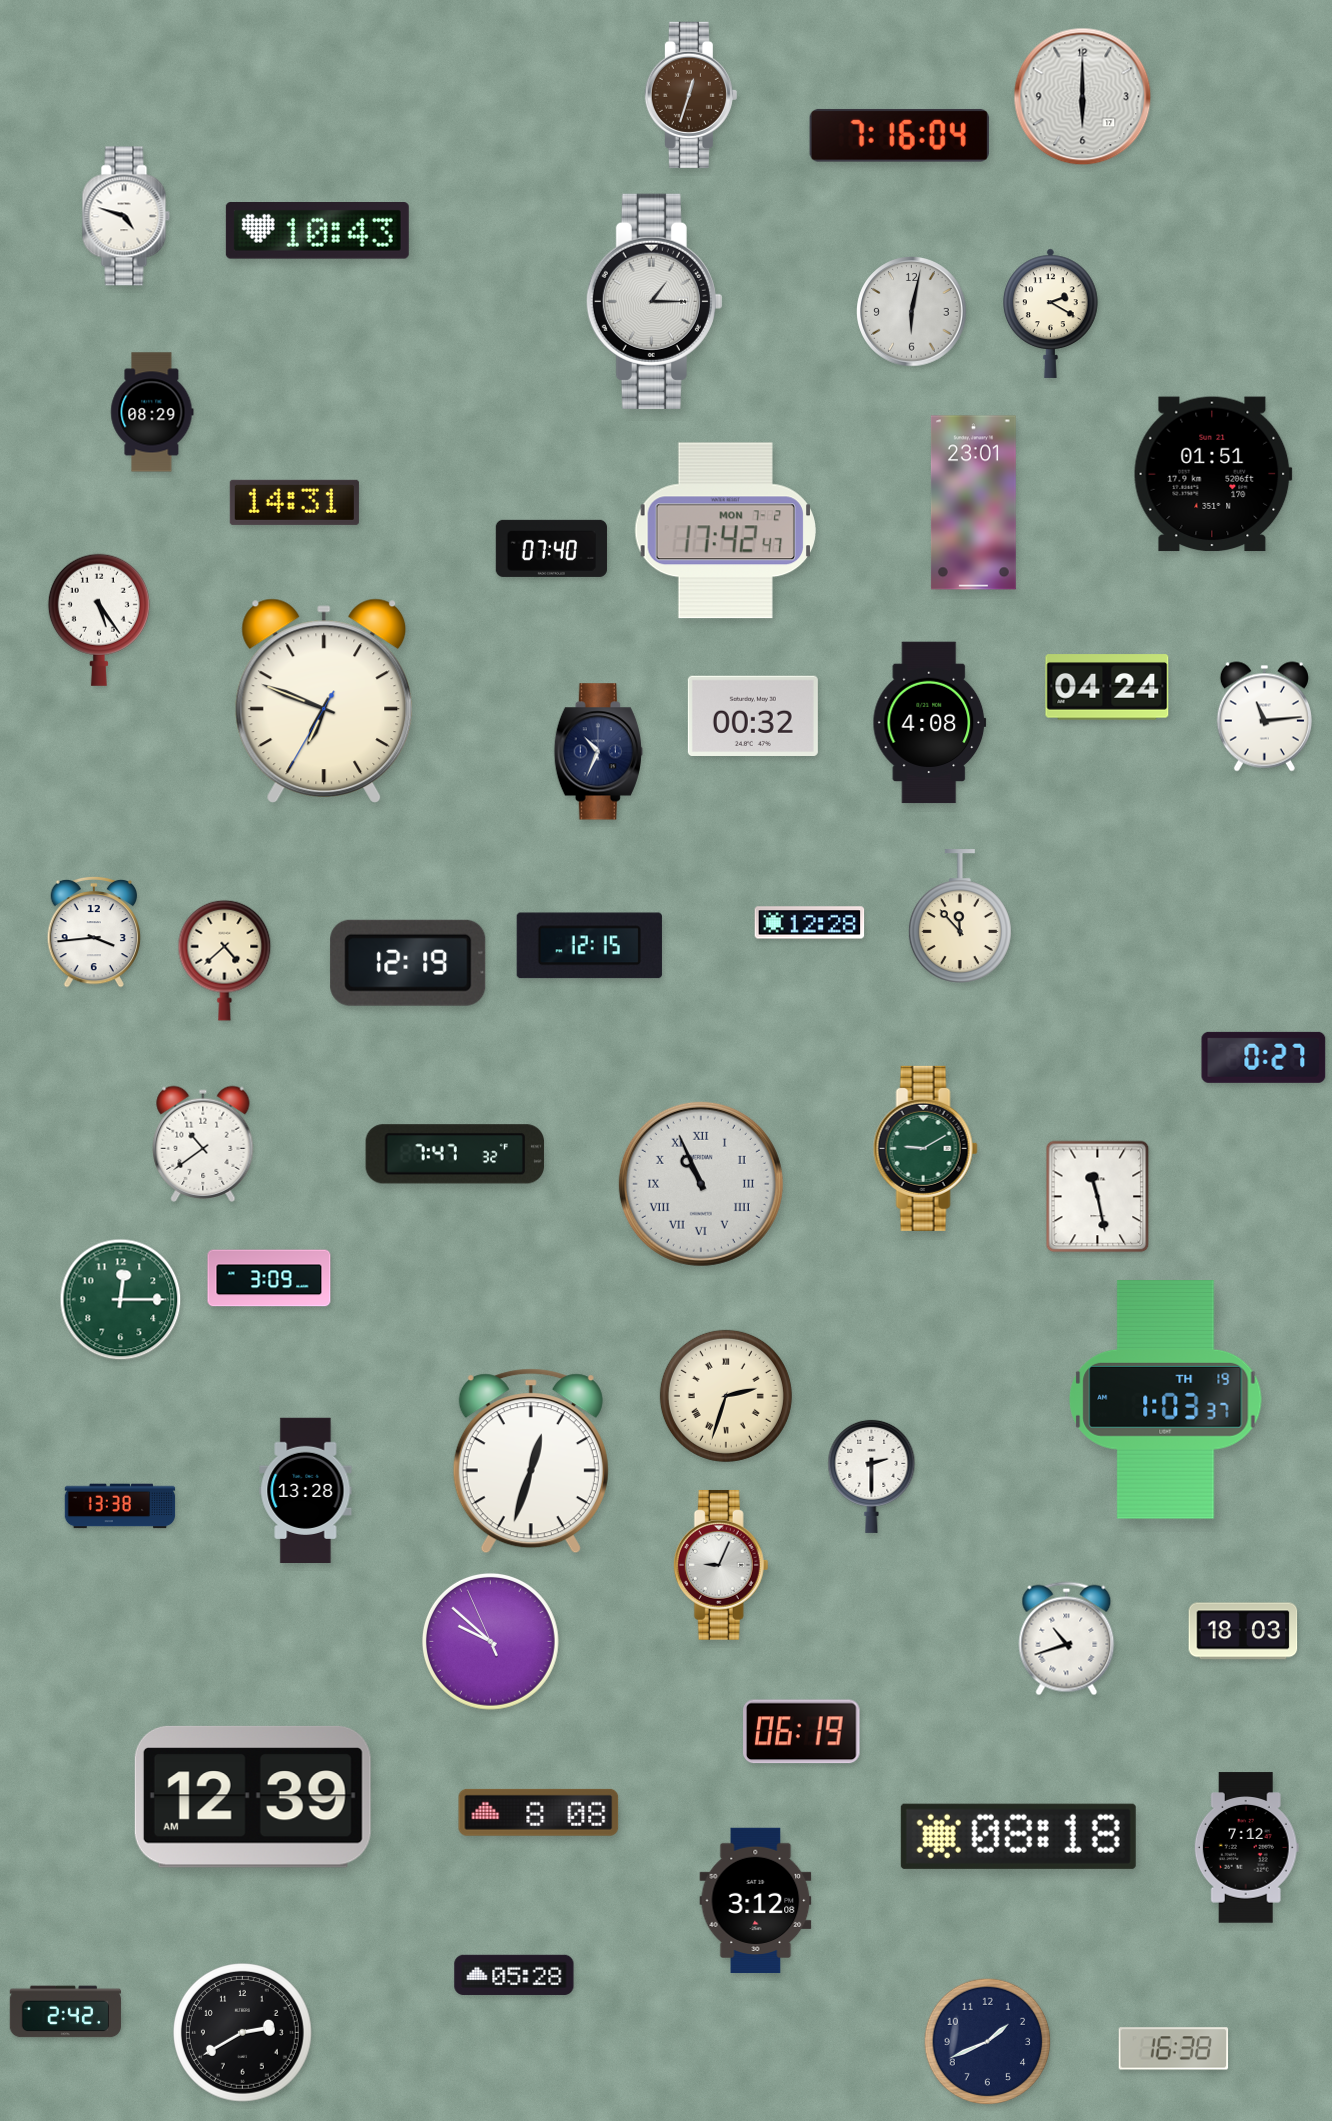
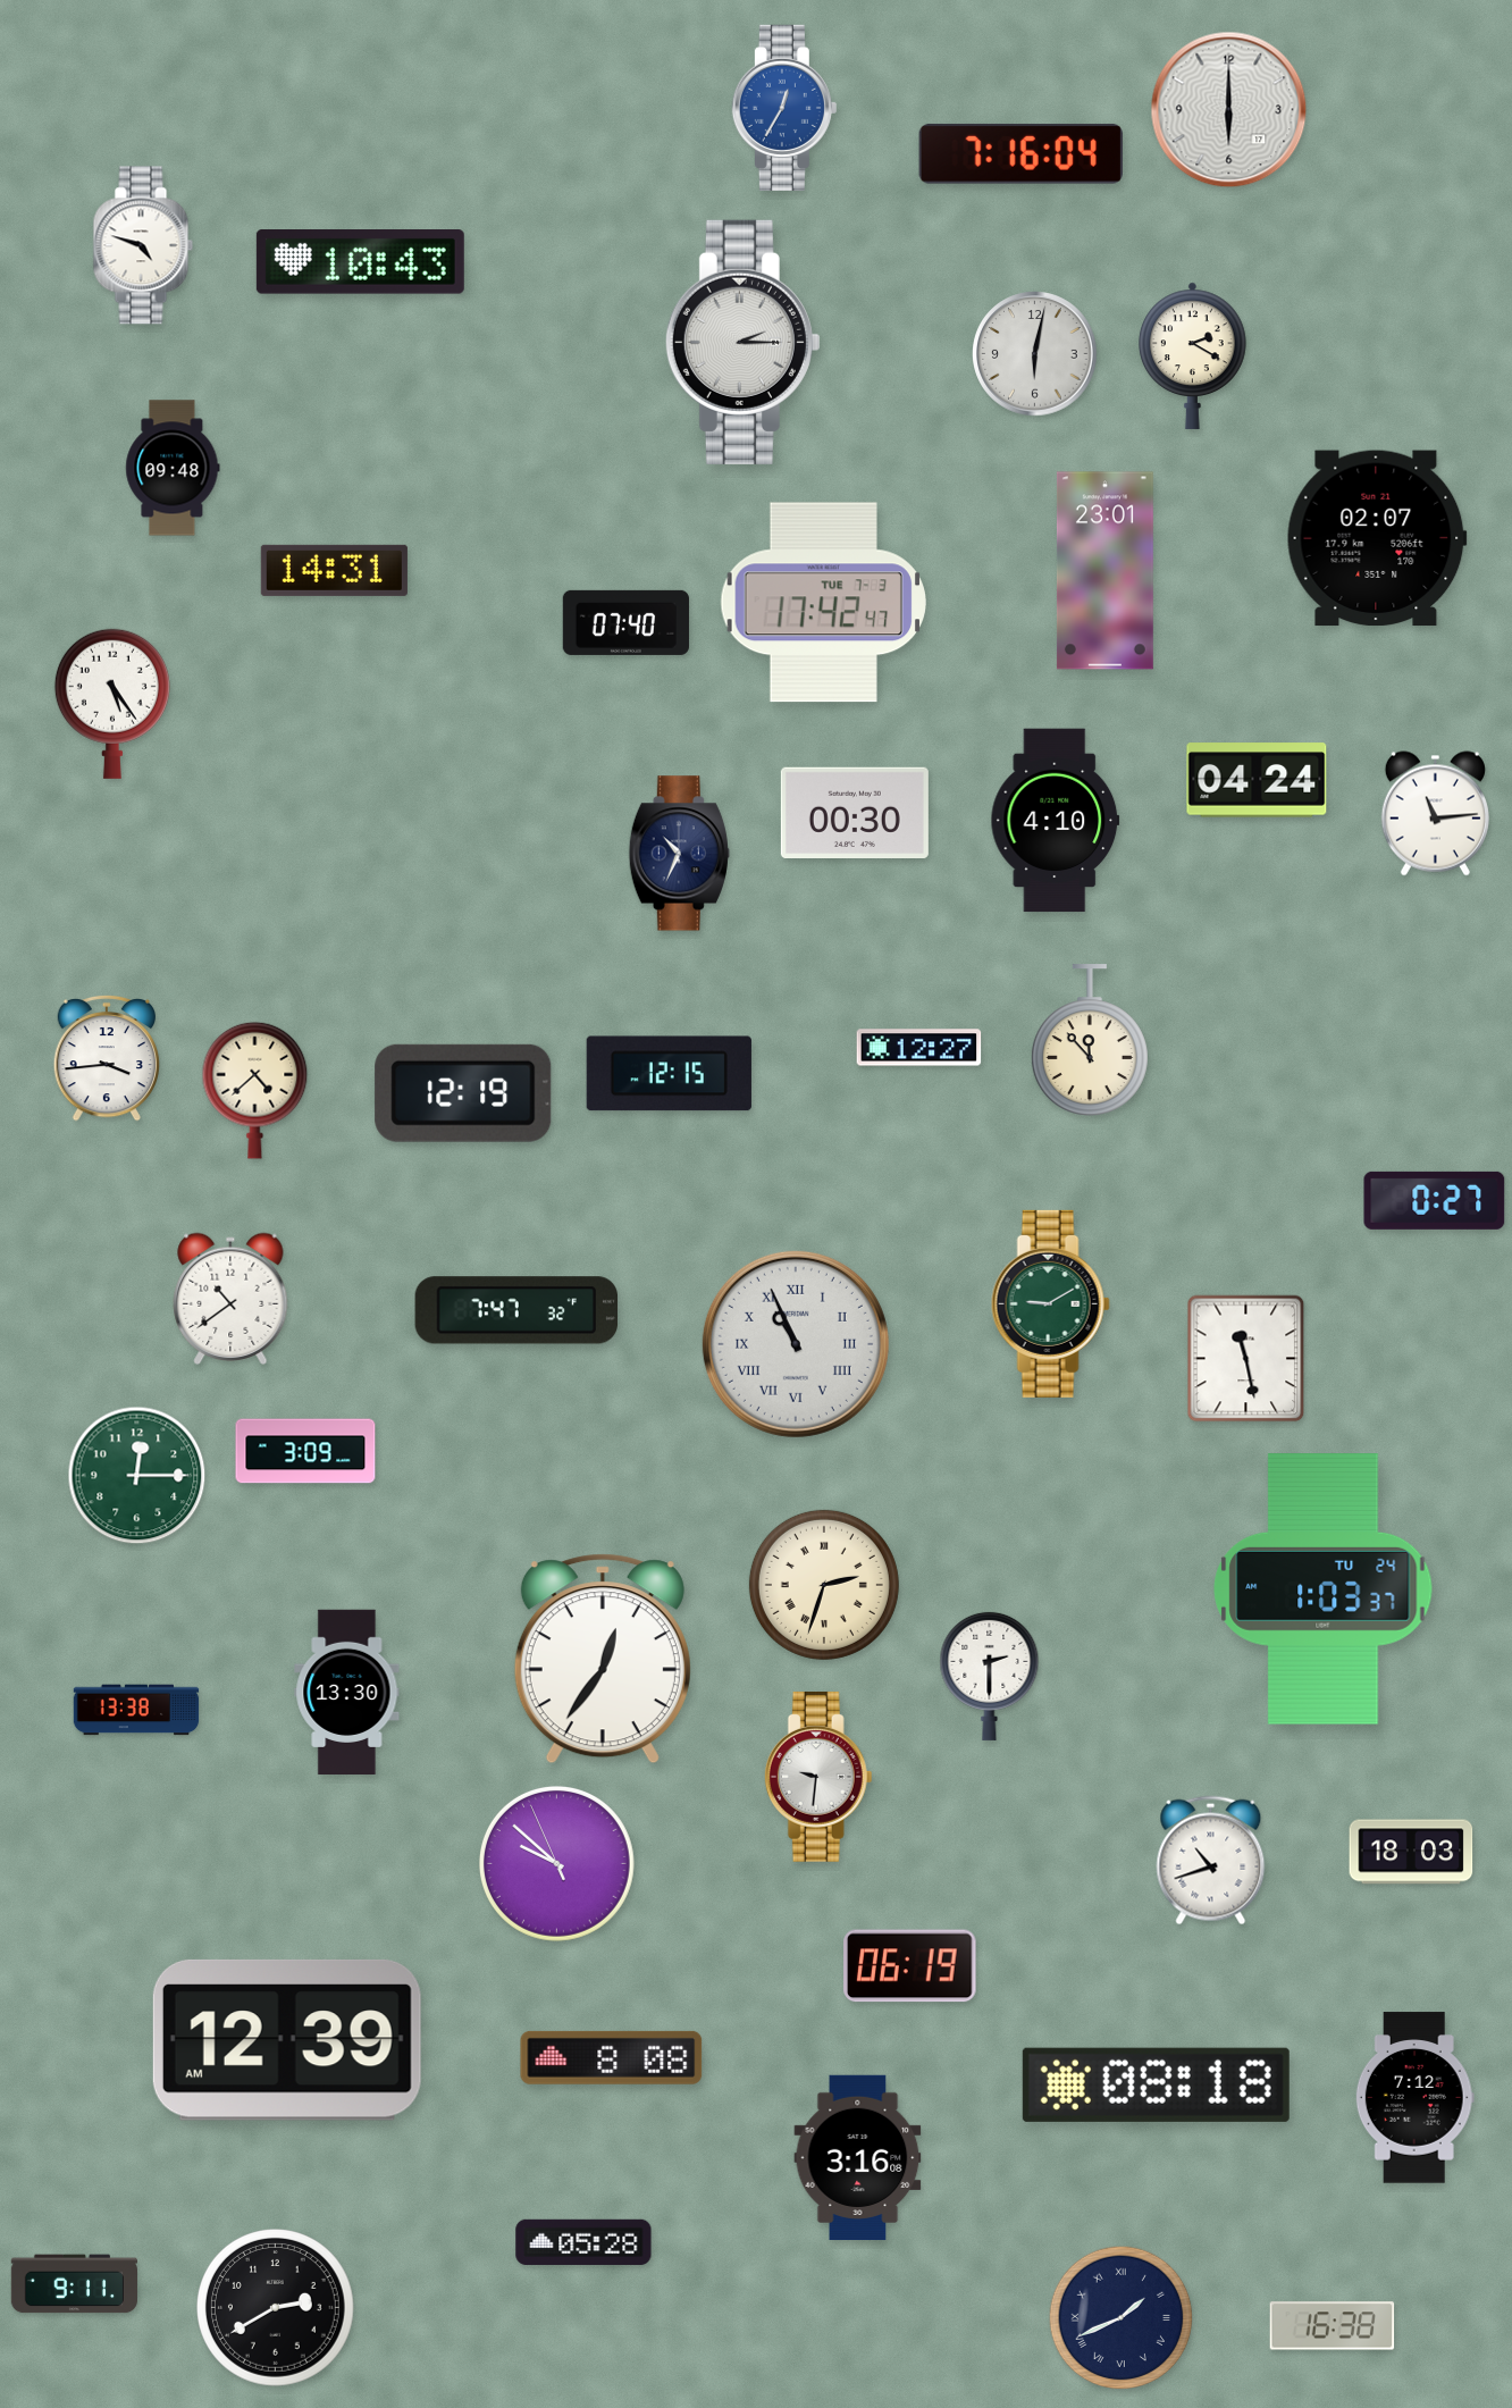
clock at (691, 95): 12:33 -> 12:35
clock at (691, 95) dial: brown -> blue
clock at (654, 301): 1:15 -> 2:15
clock at (152, 412): 08:29 -> 09:48
clock at (1213, 474): 01:51 -> 02:07
clock at (725, 531) date: MON 7-2 -> TUE 7-3
clock at (324, 701): 6:48 -> none
clock at (753, 715): 00:32 -> 00:30
clock at (930, 723): 4:08 -> 4:10
clock at (810, 923): 12:28 -> 12:27
clock at (1166, 1400) date: TH 19 -> TU 24
clock at (531, 1461): 12:33 -> 12:36
clock at (306, 1490): 13:28 -> 13:30
clock at (721, 1565): 9:04 -> 9:31
clock at (756, 1900): 3:12 -> 3:16
clock at (65, 2012): 2:42 -> 9:11
clock at (988, 2042) numerals: Arabic -> Roman
